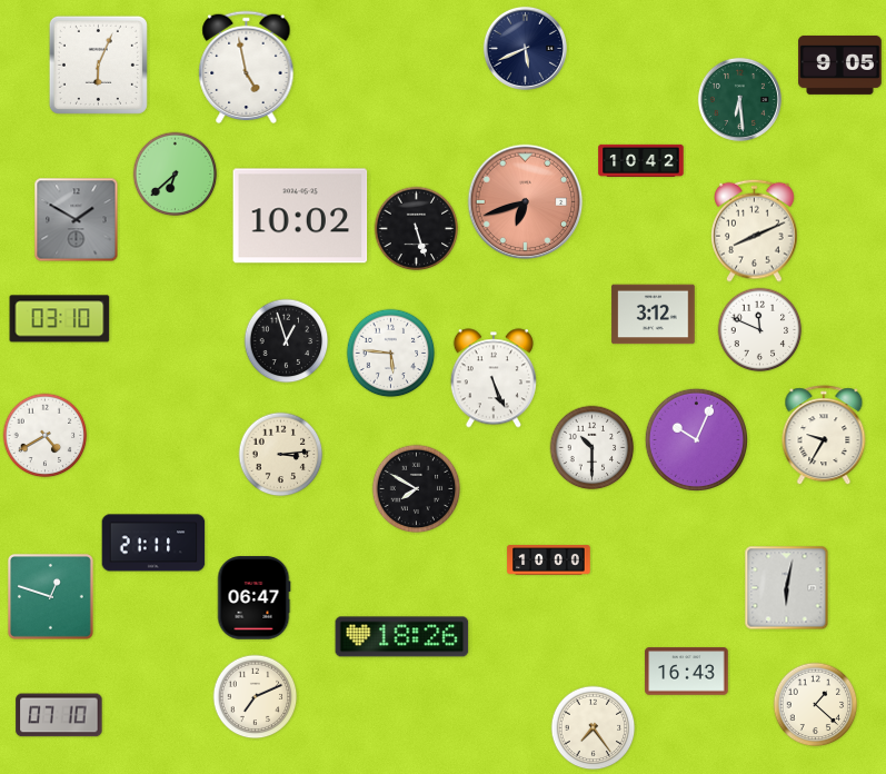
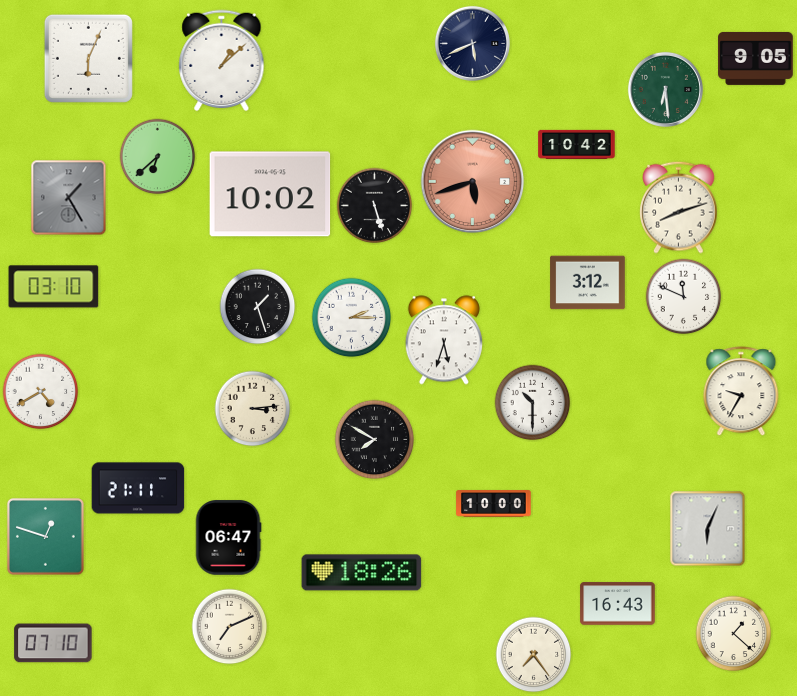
clock at (247, 68): 4:58 -> 1:08
clock at (526, 202): 6:42 -> 5:42
clock at (77, 220): 1:50 -> 1:25
clock at (755, 230): 8:11 -> 8:12
clock at (287, 341): 12:57 -> 1:27
clock at (391, 354): 5:46 -> 2:15
clock at (494, 378): 5:26 -> 5:33
clock at (696, 439): 10:04 -> none
clock at (787, 588): 6:02 -> 6:04
